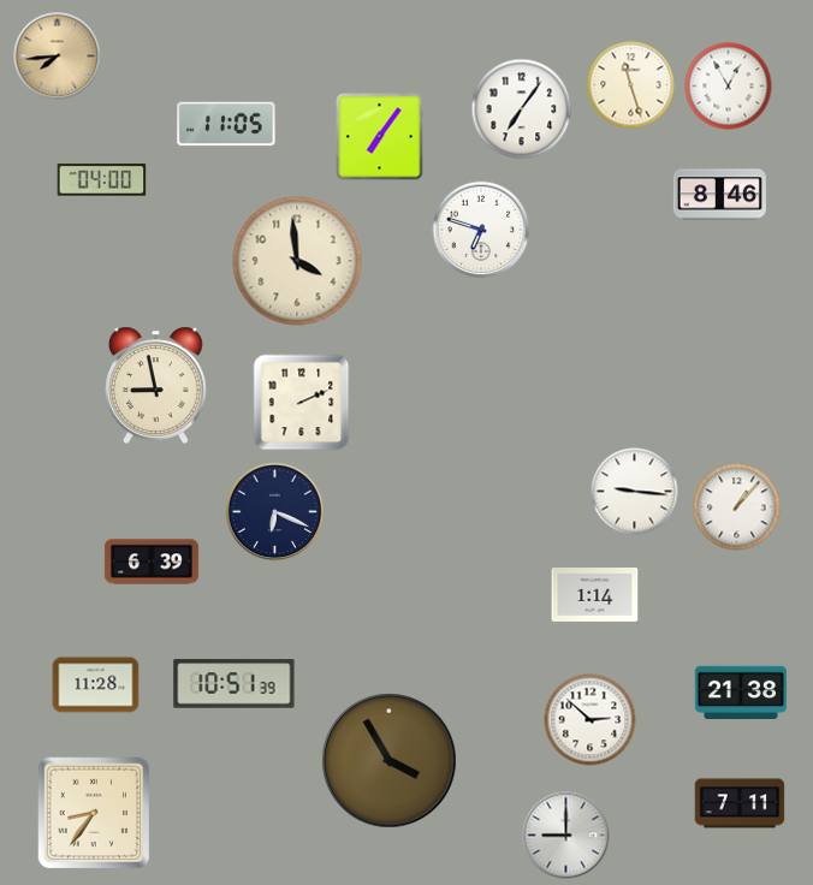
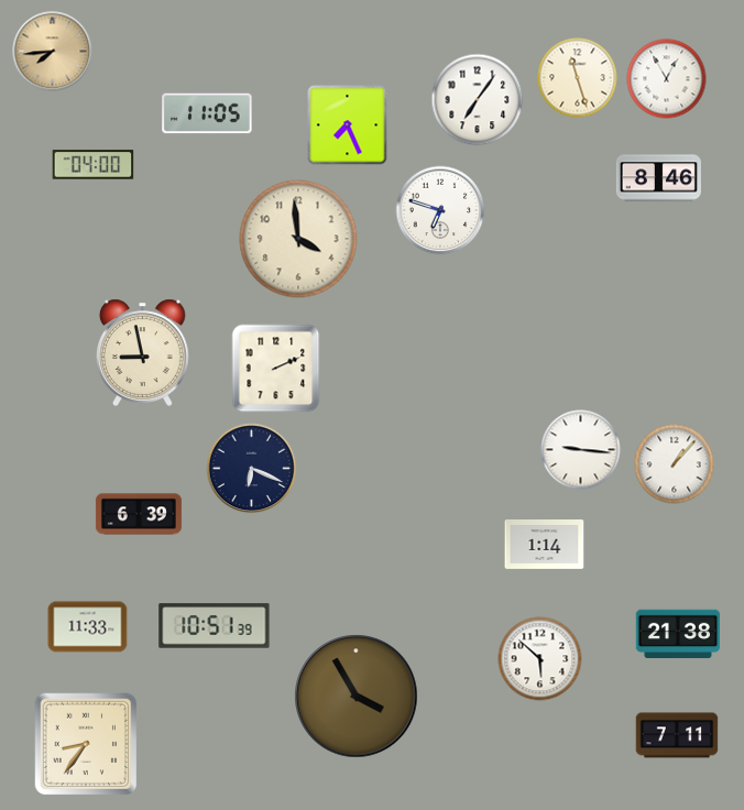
clock at (380, 137): 7:06 -> 7:26
clock at (297, 261) position: (297, 261) -> (298, 239)
clock at (96, 685): 11:28 -> 11:33
clock at (591, 720): 2:52 -> 5:52
clock at (566, 836): 9:00 -> none
